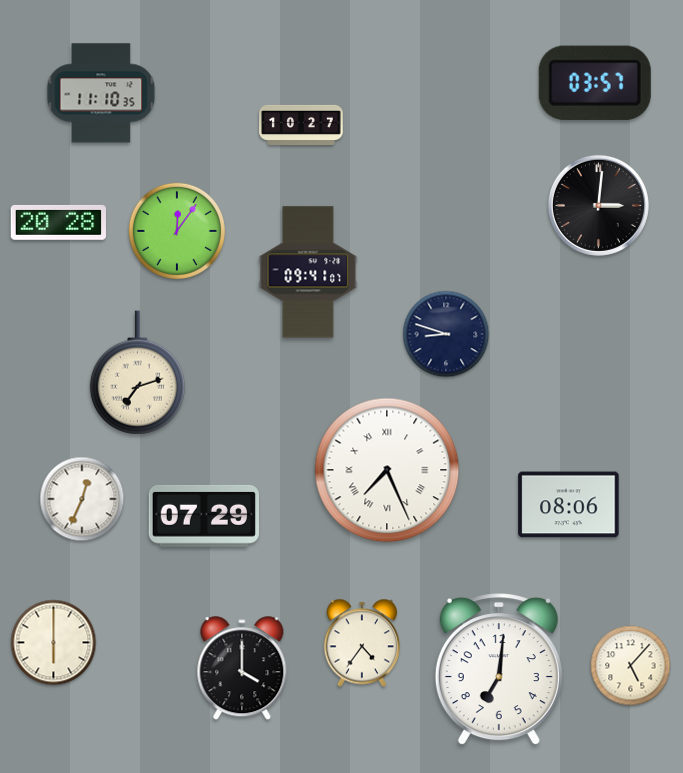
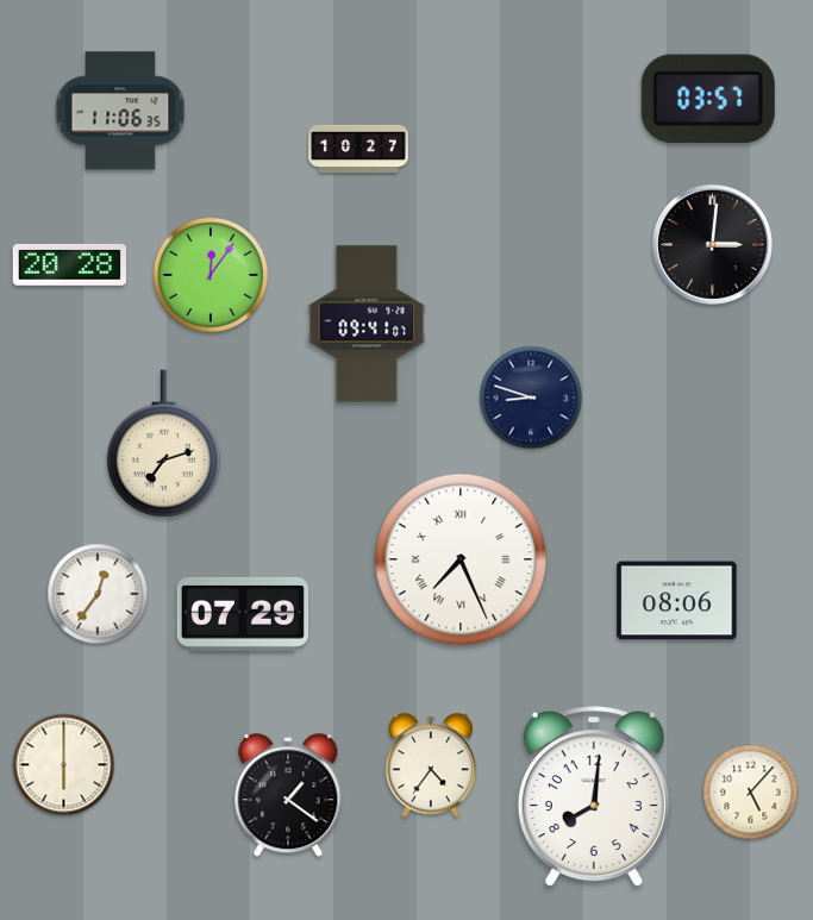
clock at (101, 93): 11:10 -> 11:06
clock at (82, 499): 12:34 -> 12:36
clock at (242, 669): 4:00 -> 1:21
clock at (499, 670): 7:01 -> 8:01
